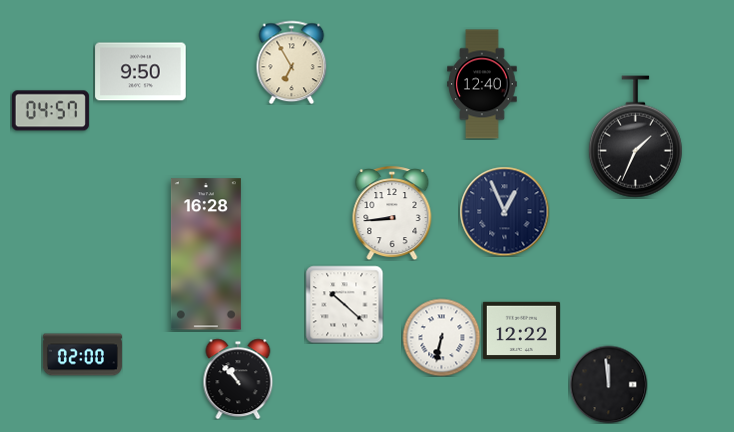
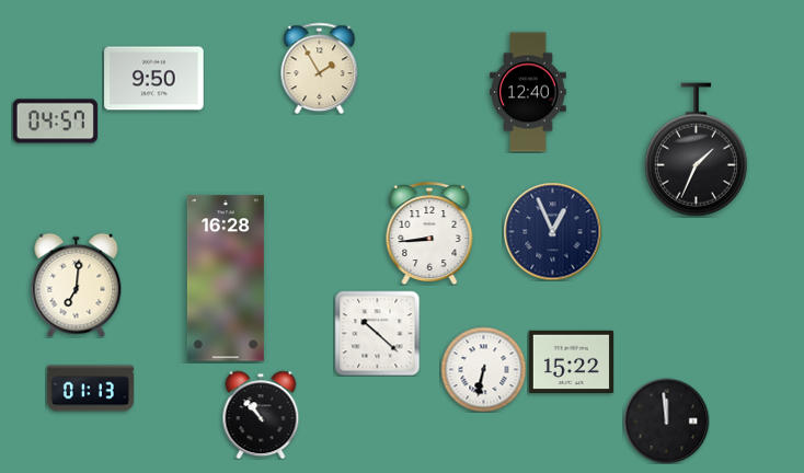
clock at (292, 62): 6:55 -> 1:55
clock at (77, 285): none -> 7:01
clock at (521, 330): 12:22 -> 15:22
clock at (82, 355): 02:00 -> 01:13
